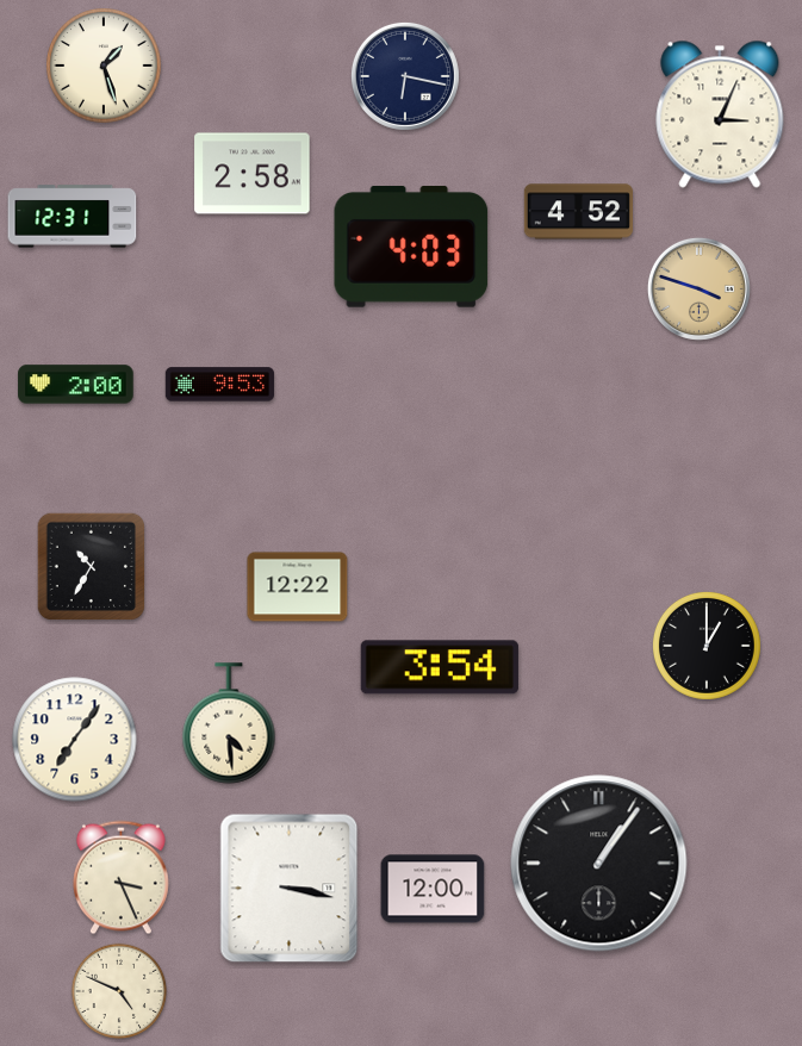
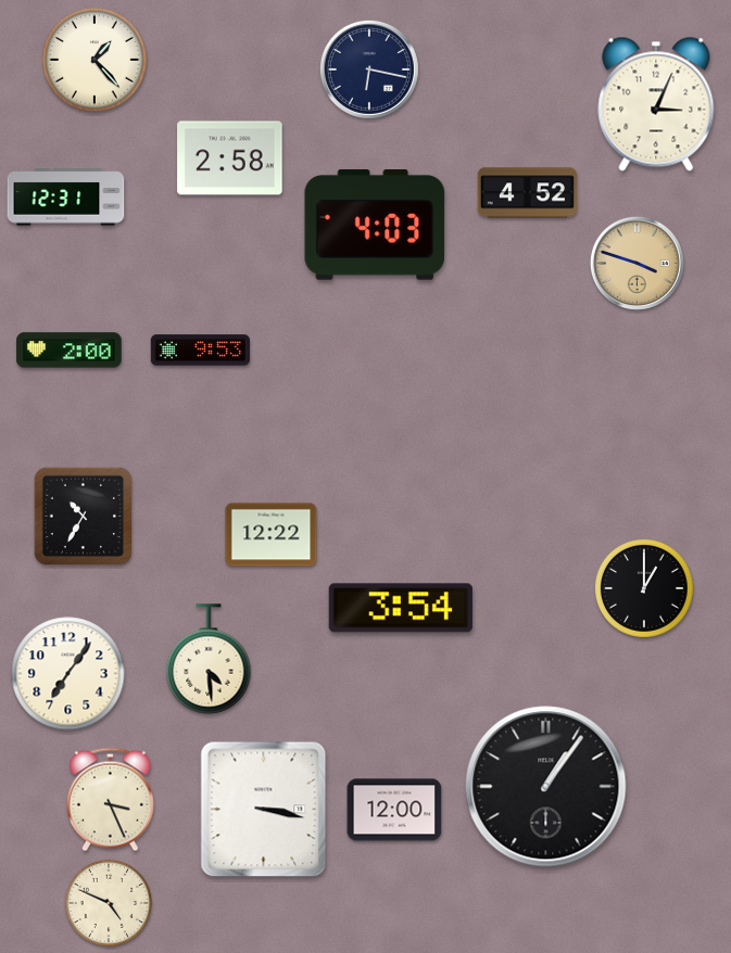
clock at (104, 66): 1:27 -> 1:23
